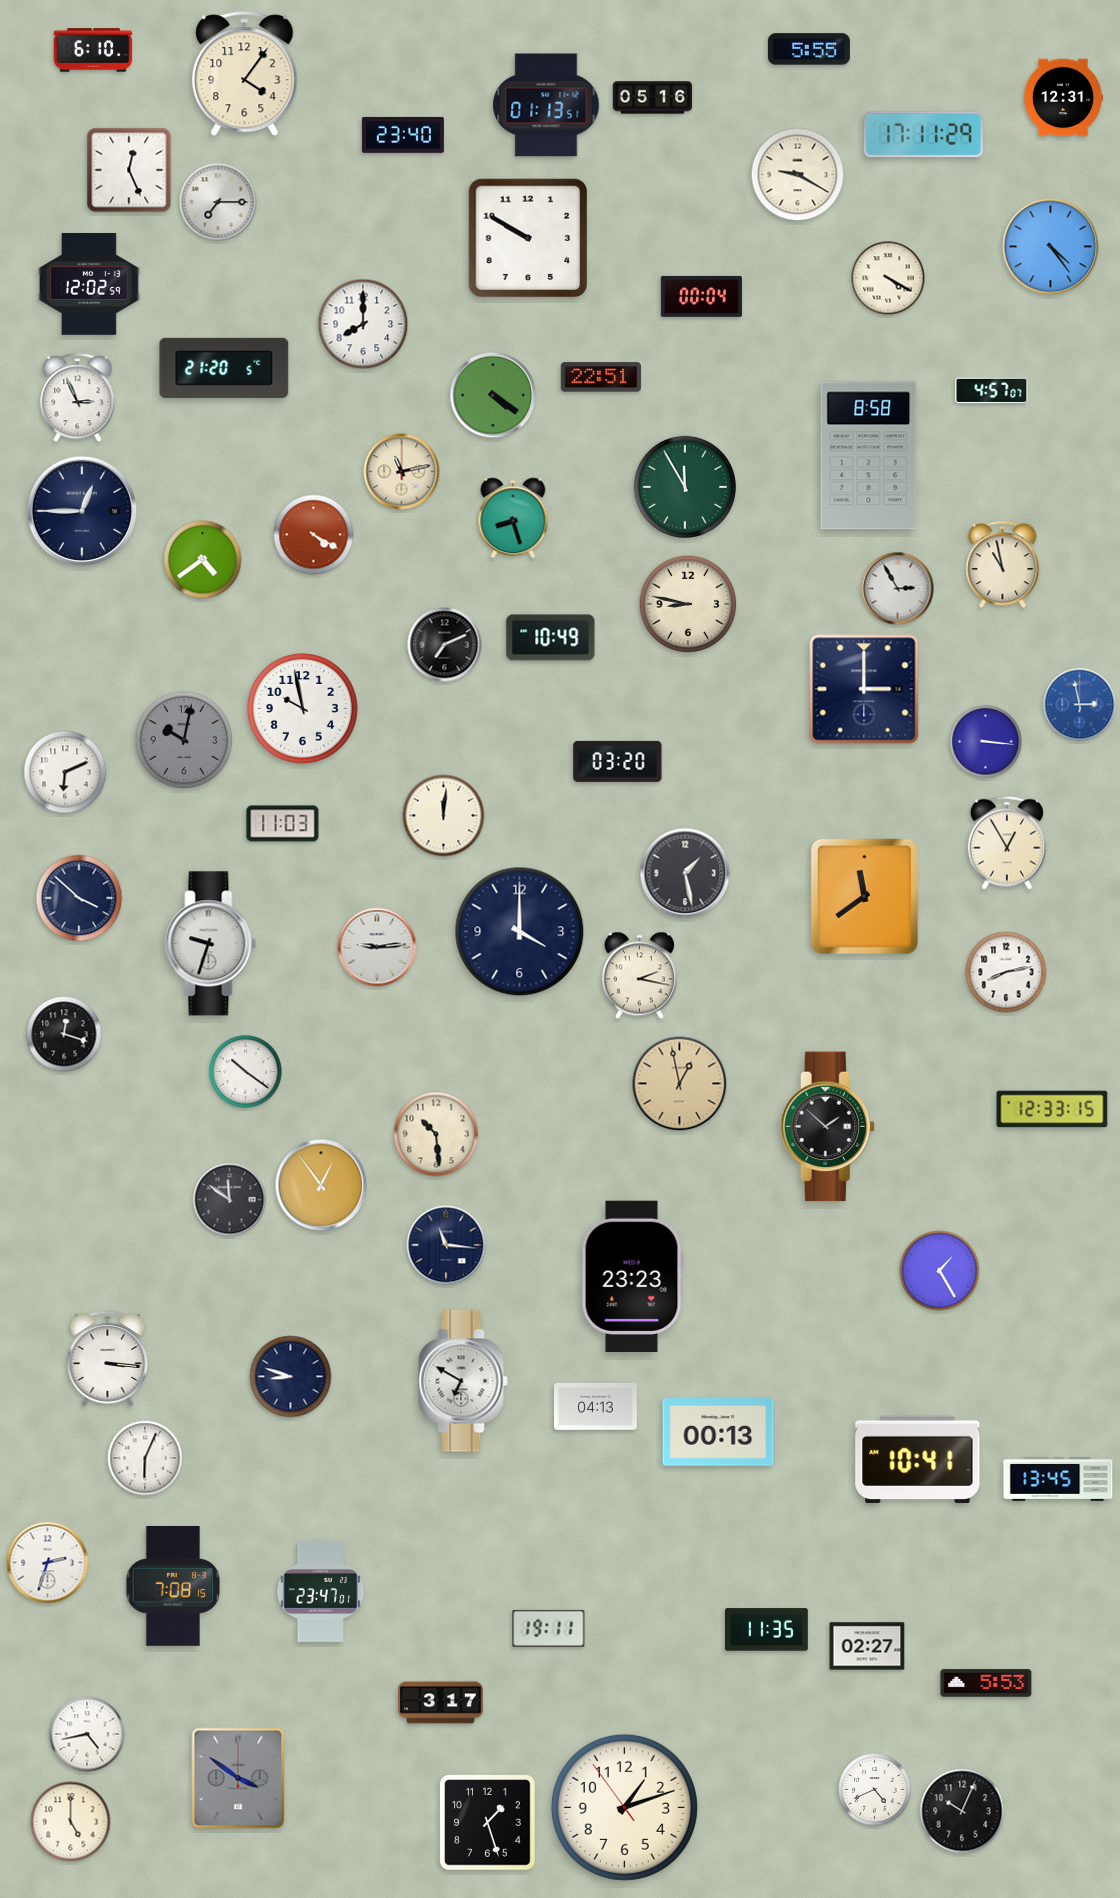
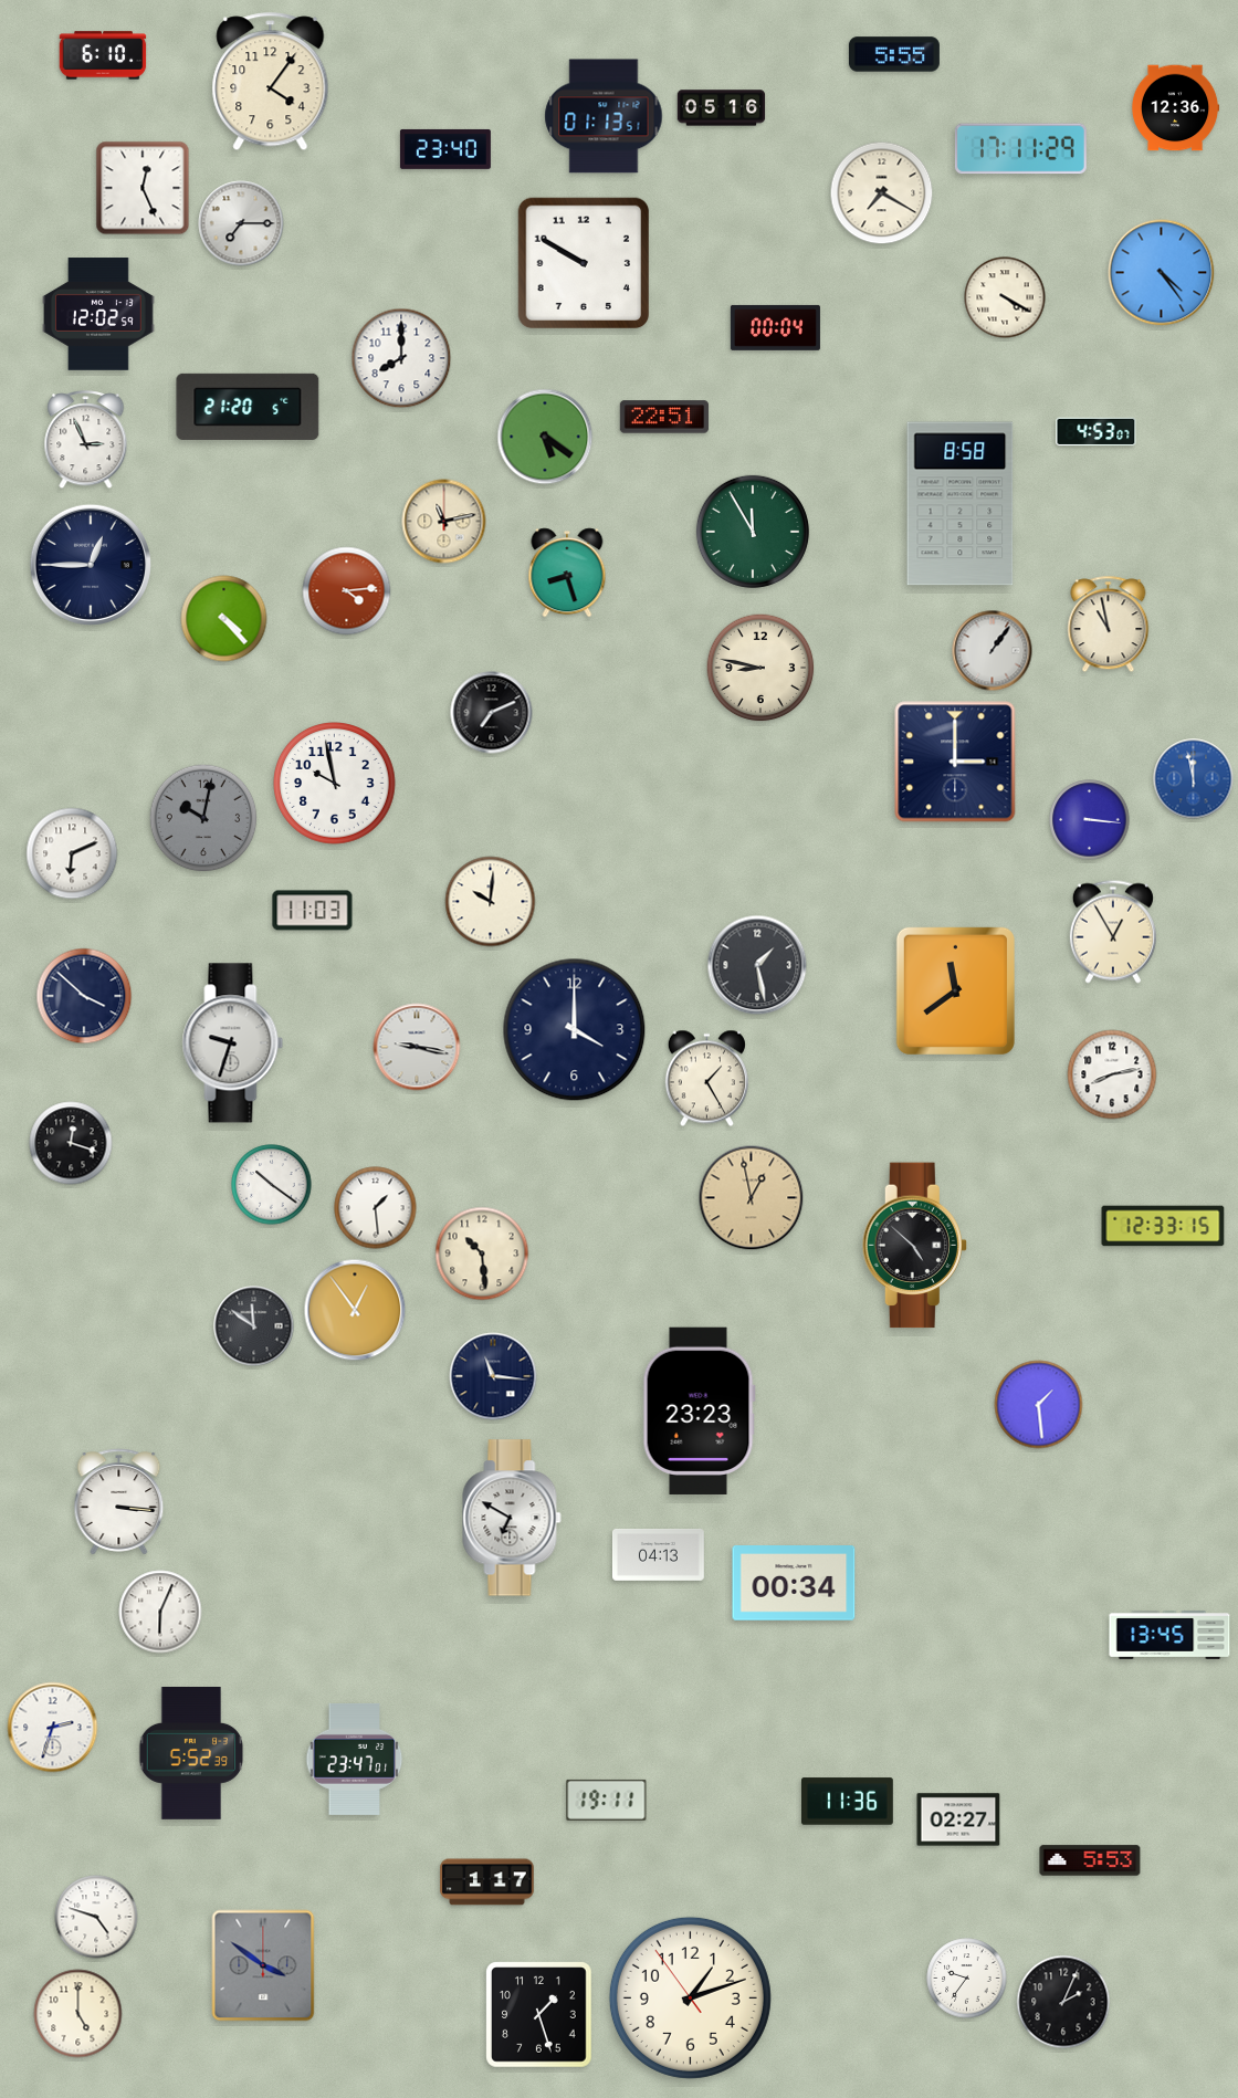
clock at (1063, 98): 12:31 -> 12:36
clock at (798, 175): 9:20 -> 7:20
clock at (888, 278) position: (888, 278) -> (1005, 297)
clock at (992, 391): 4:57 -> 4:53
clock at (493, 395): 4:21 -> 5:21
clock at (685, 487) position: (685, 487) -> (753, 532)
clock at (314, 535): 4:20 -> 4:14
clock at (203, 560): 4:39 -> 4:23
clock at (898, 589): 2:55 -> 1:06
clock at (551, 638): 10:49 -> none
clock at (1080, 705): 2:58 -> 11:58
clock at (618, 761): 03:20 -> none
clock at (444, 816): 12:01 -> 10:01
clock at (79, 898) position: (79, 898) -> (84, 996)
clock at (377, 947): 9:14 -> 9:17
clock at (639, 976): 2:17 -> 1:25
clock at (376, 1208): none -> 1:29
clock at (827, 1127): 1:52 -> 4:52
clock at (940, 1271): 1:25 -> 1:29
clock at (291, 1377): 8:48 -> none
clock at (463, 1381) position: (463, 1381) -> (512, 1518)
clock at (718, 1433): 00:13 -> 00:34
clock at (918, 1459): 10:41 -> none
clock at (173, 1587): 7:08 -> 5:52
clock at (766, 1630): 11:35 -> 11:36
clock at (441, 1703): 3:17 -> 1:17
clock at (87, 1734): 4:43 -> 4:48
clock at (875, 1790): 4:41 -> 9:36
clock at (962, 1811): 10:04 -> 2:04
